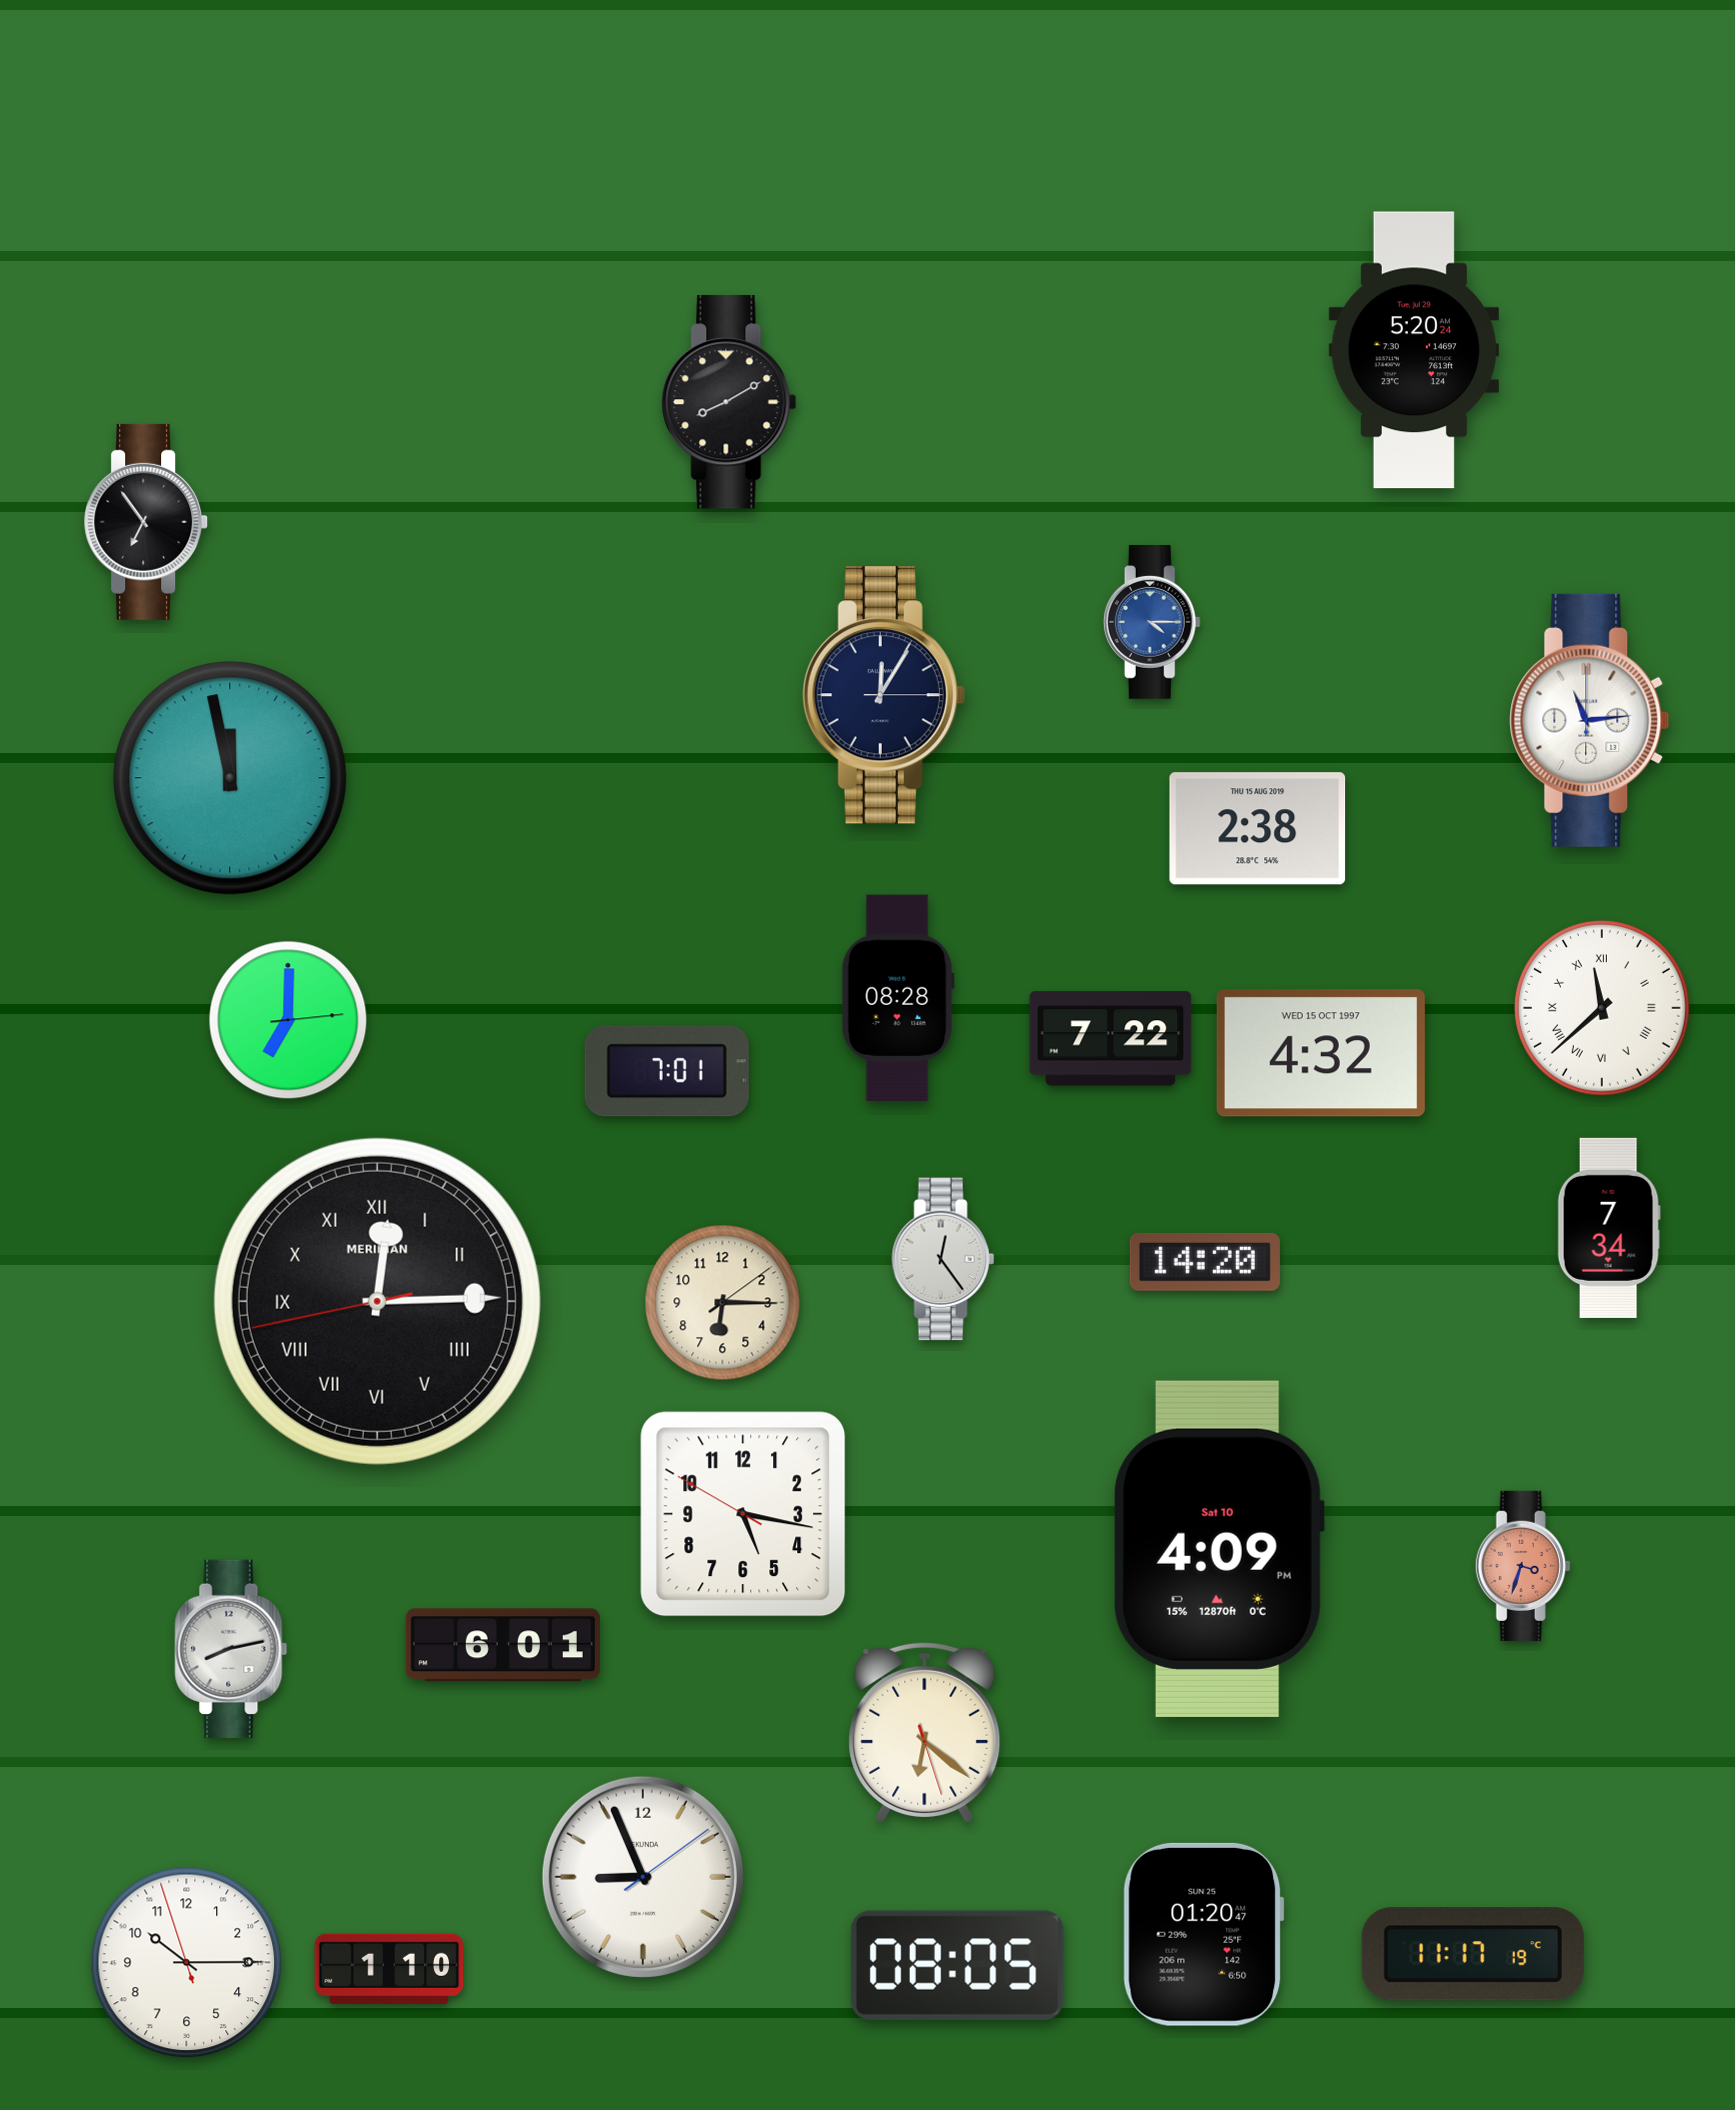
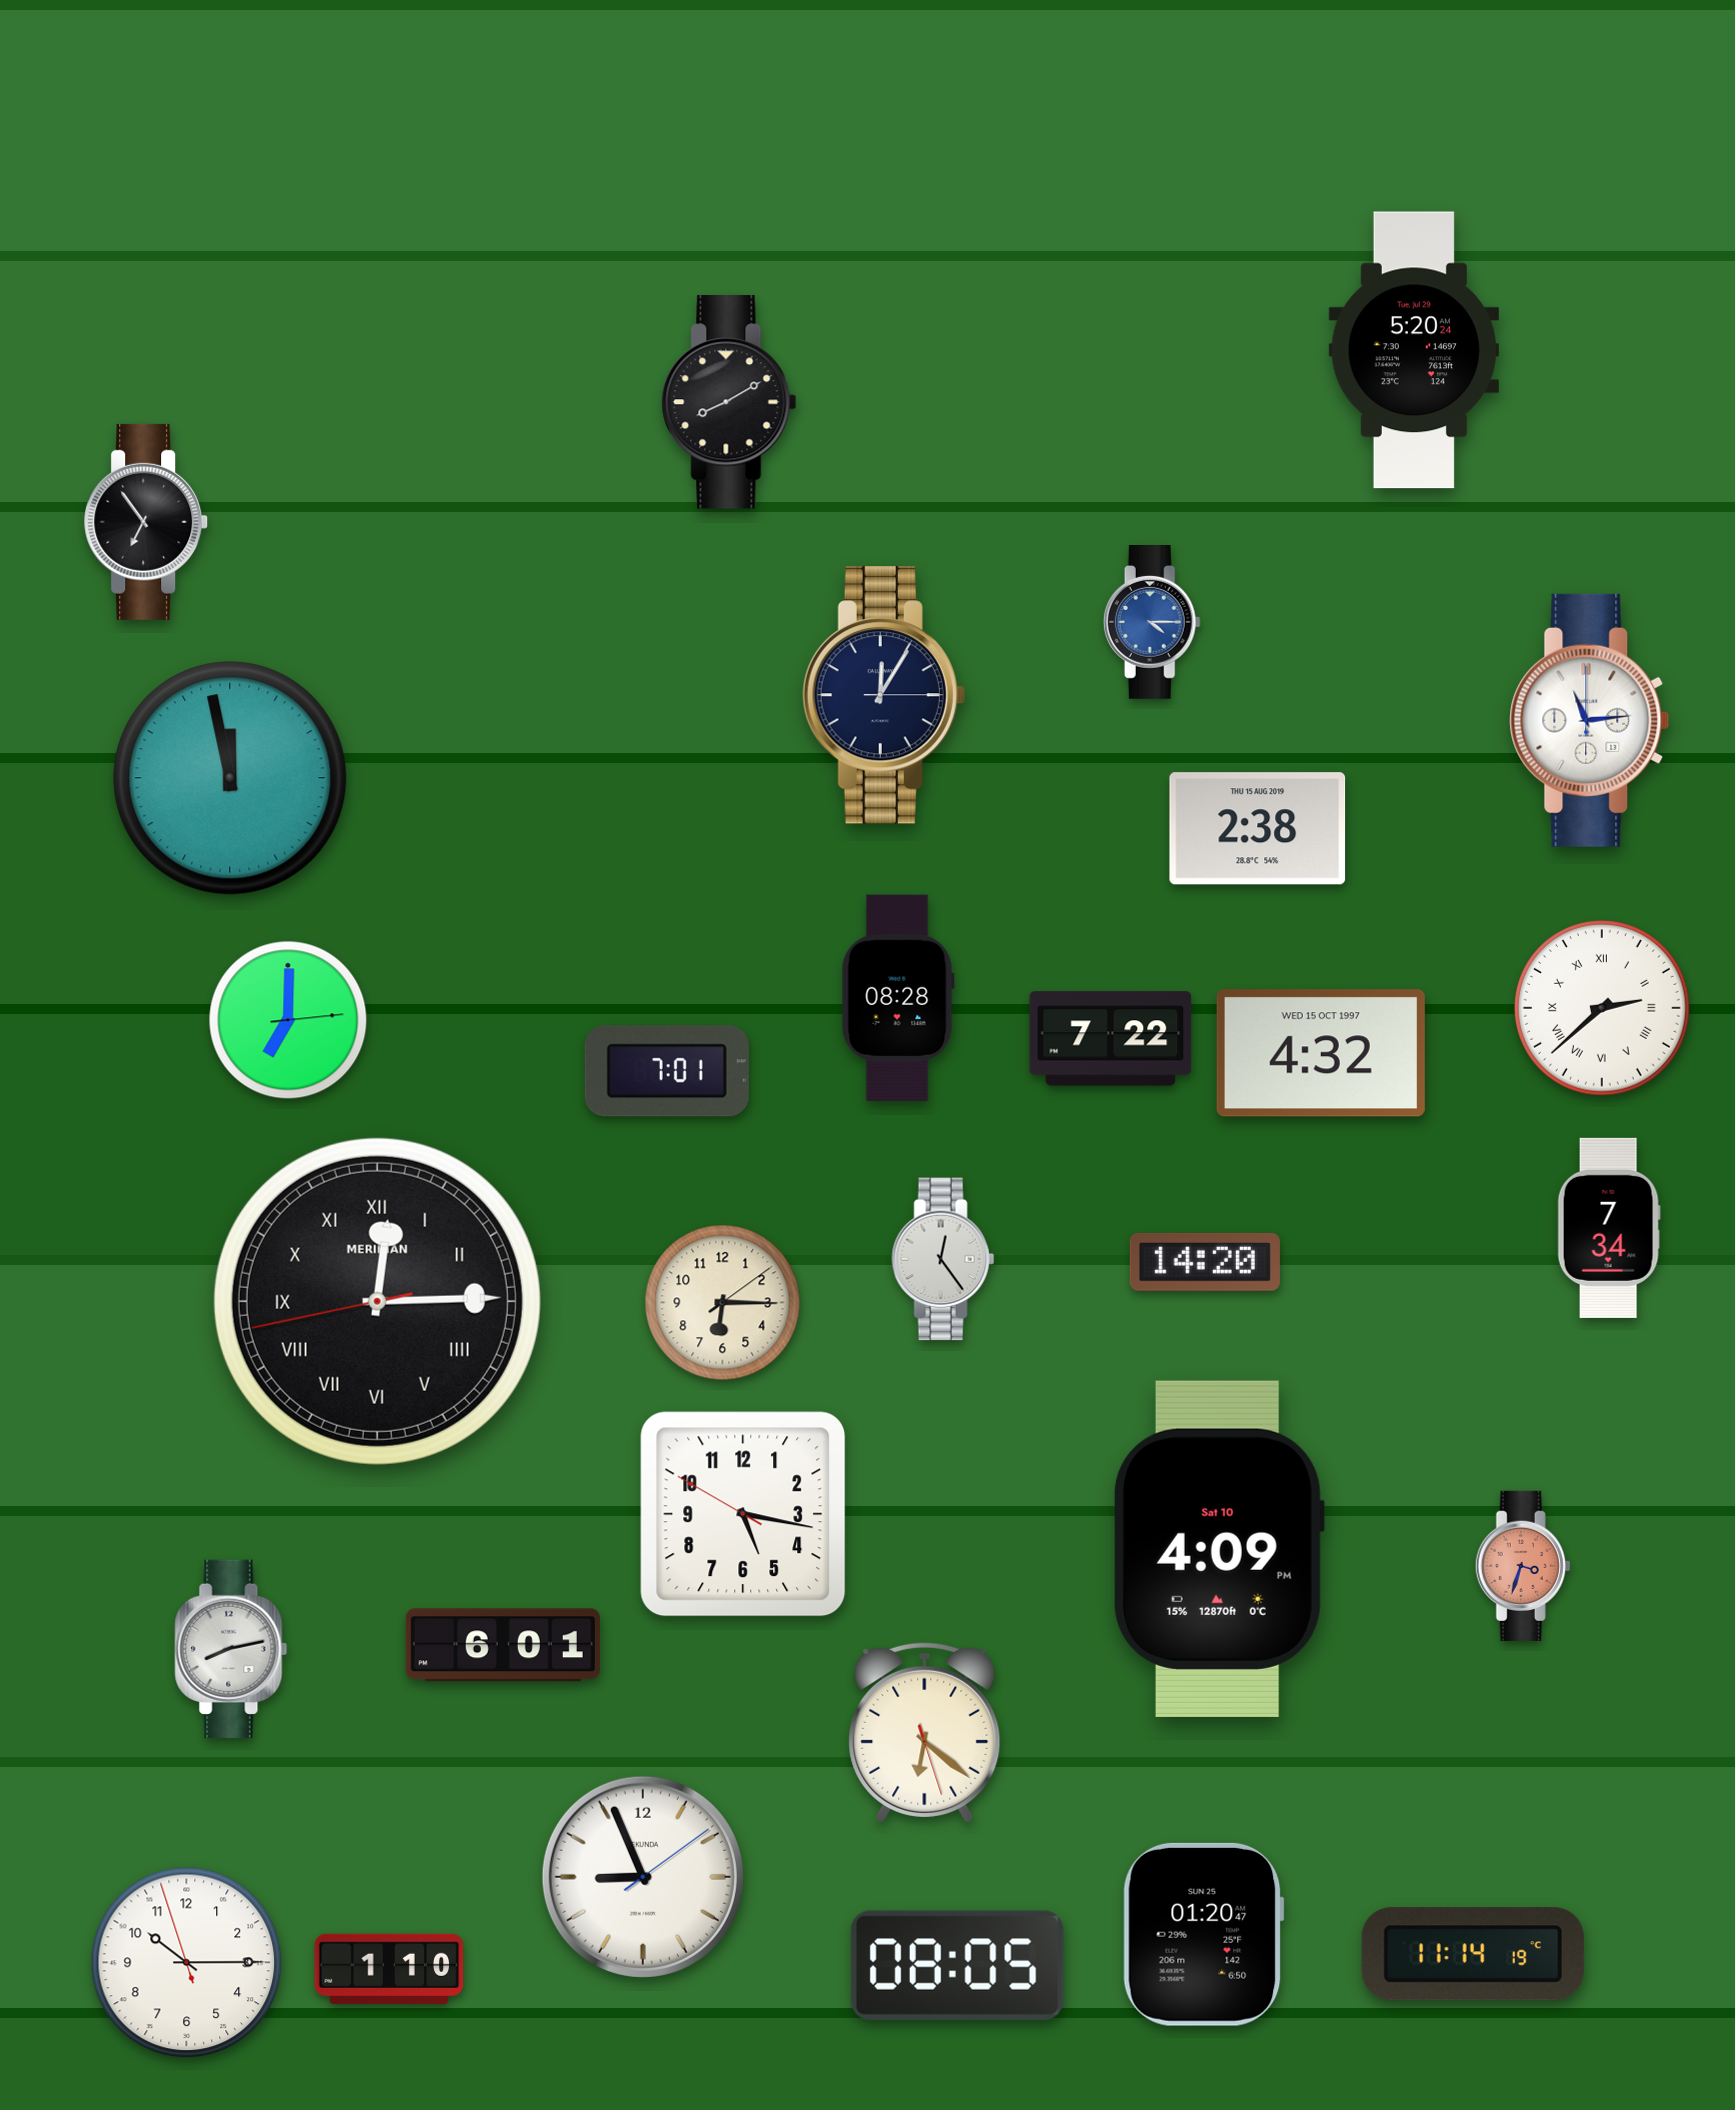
clock at (1602, 1008): 11:38 -> 2:38
clock at (1473, 1954): 11:17 -> 11:14
